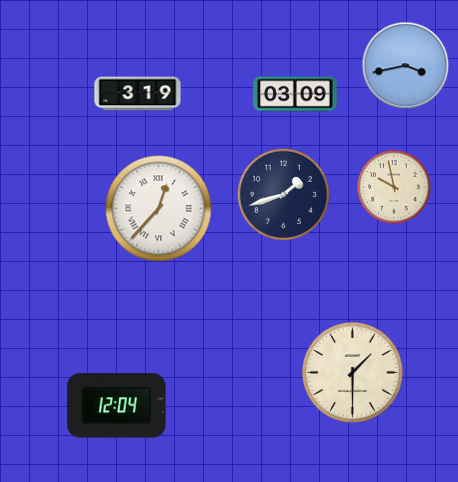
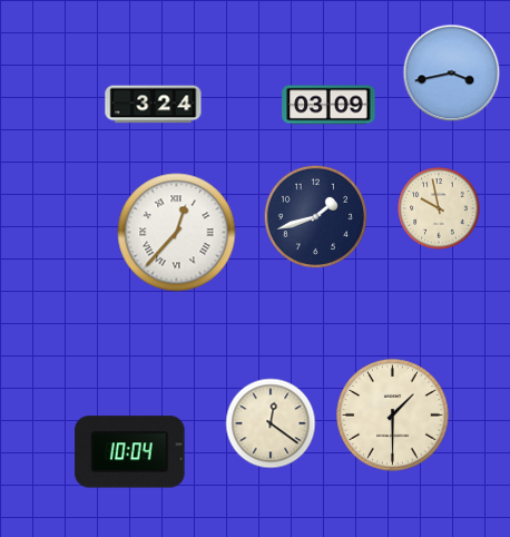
clock at (138, 94): 3:19 -> 3:24
clock at (271, 423): none -> 12:21
clock at (117, 406): 12:04 -> 10:04
